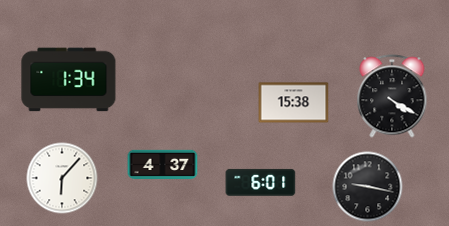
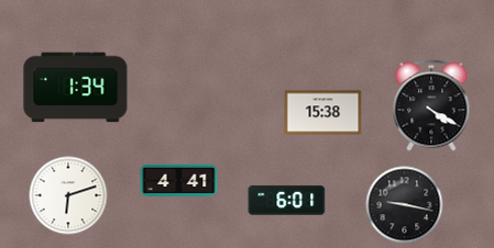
clock at (163, 165): 4:37 -> 4:41
clock at (62, 178): 6:07 -> 6:12
